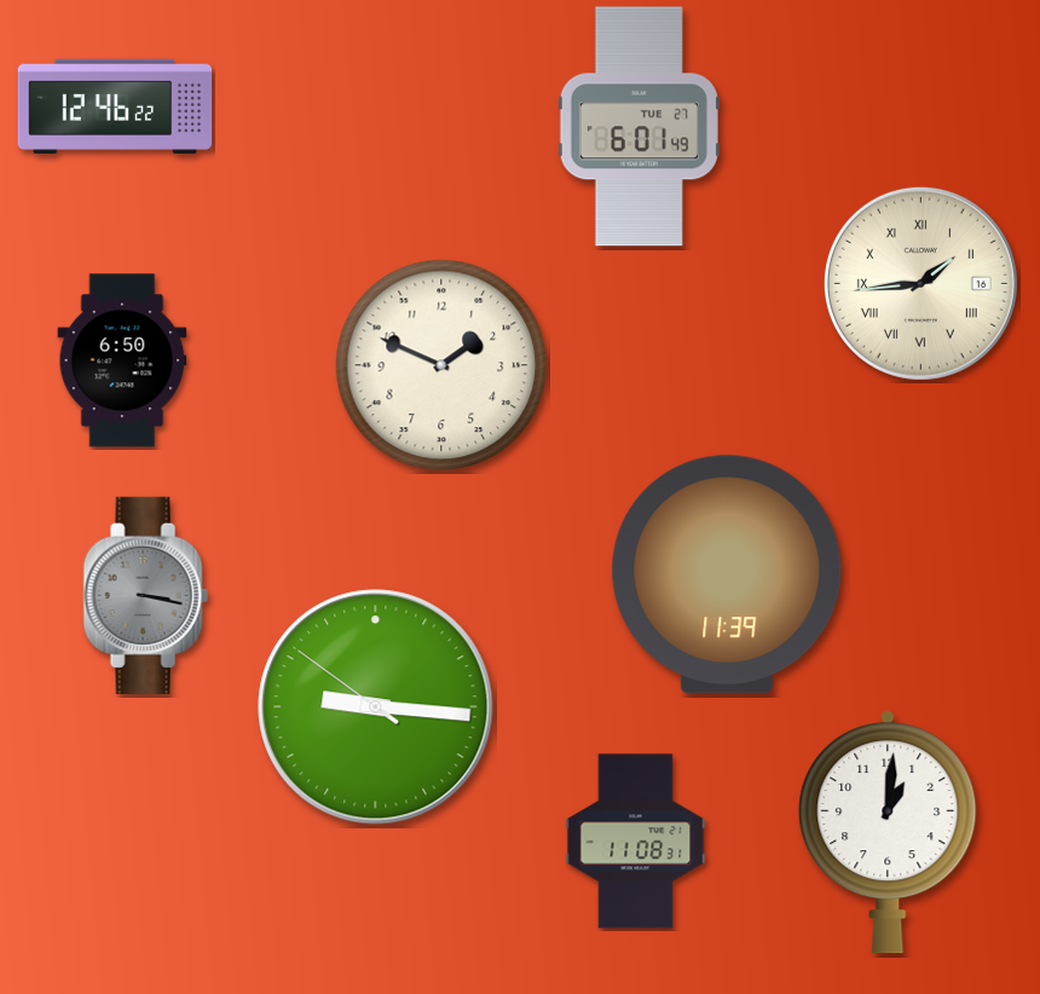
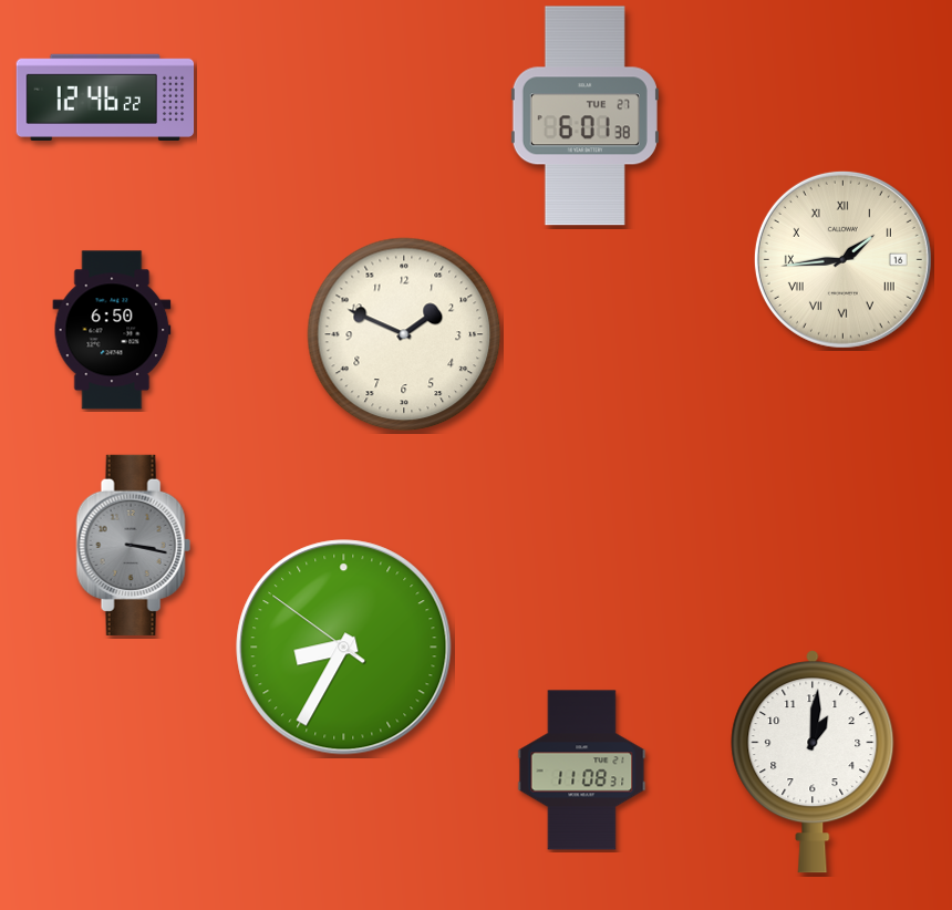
clock at (639, 127): 6:01:49 -> 6:01:38
clock at (727, 574): 11:39 -> none
clock at (376, 707): 9:15 -> 8:34
